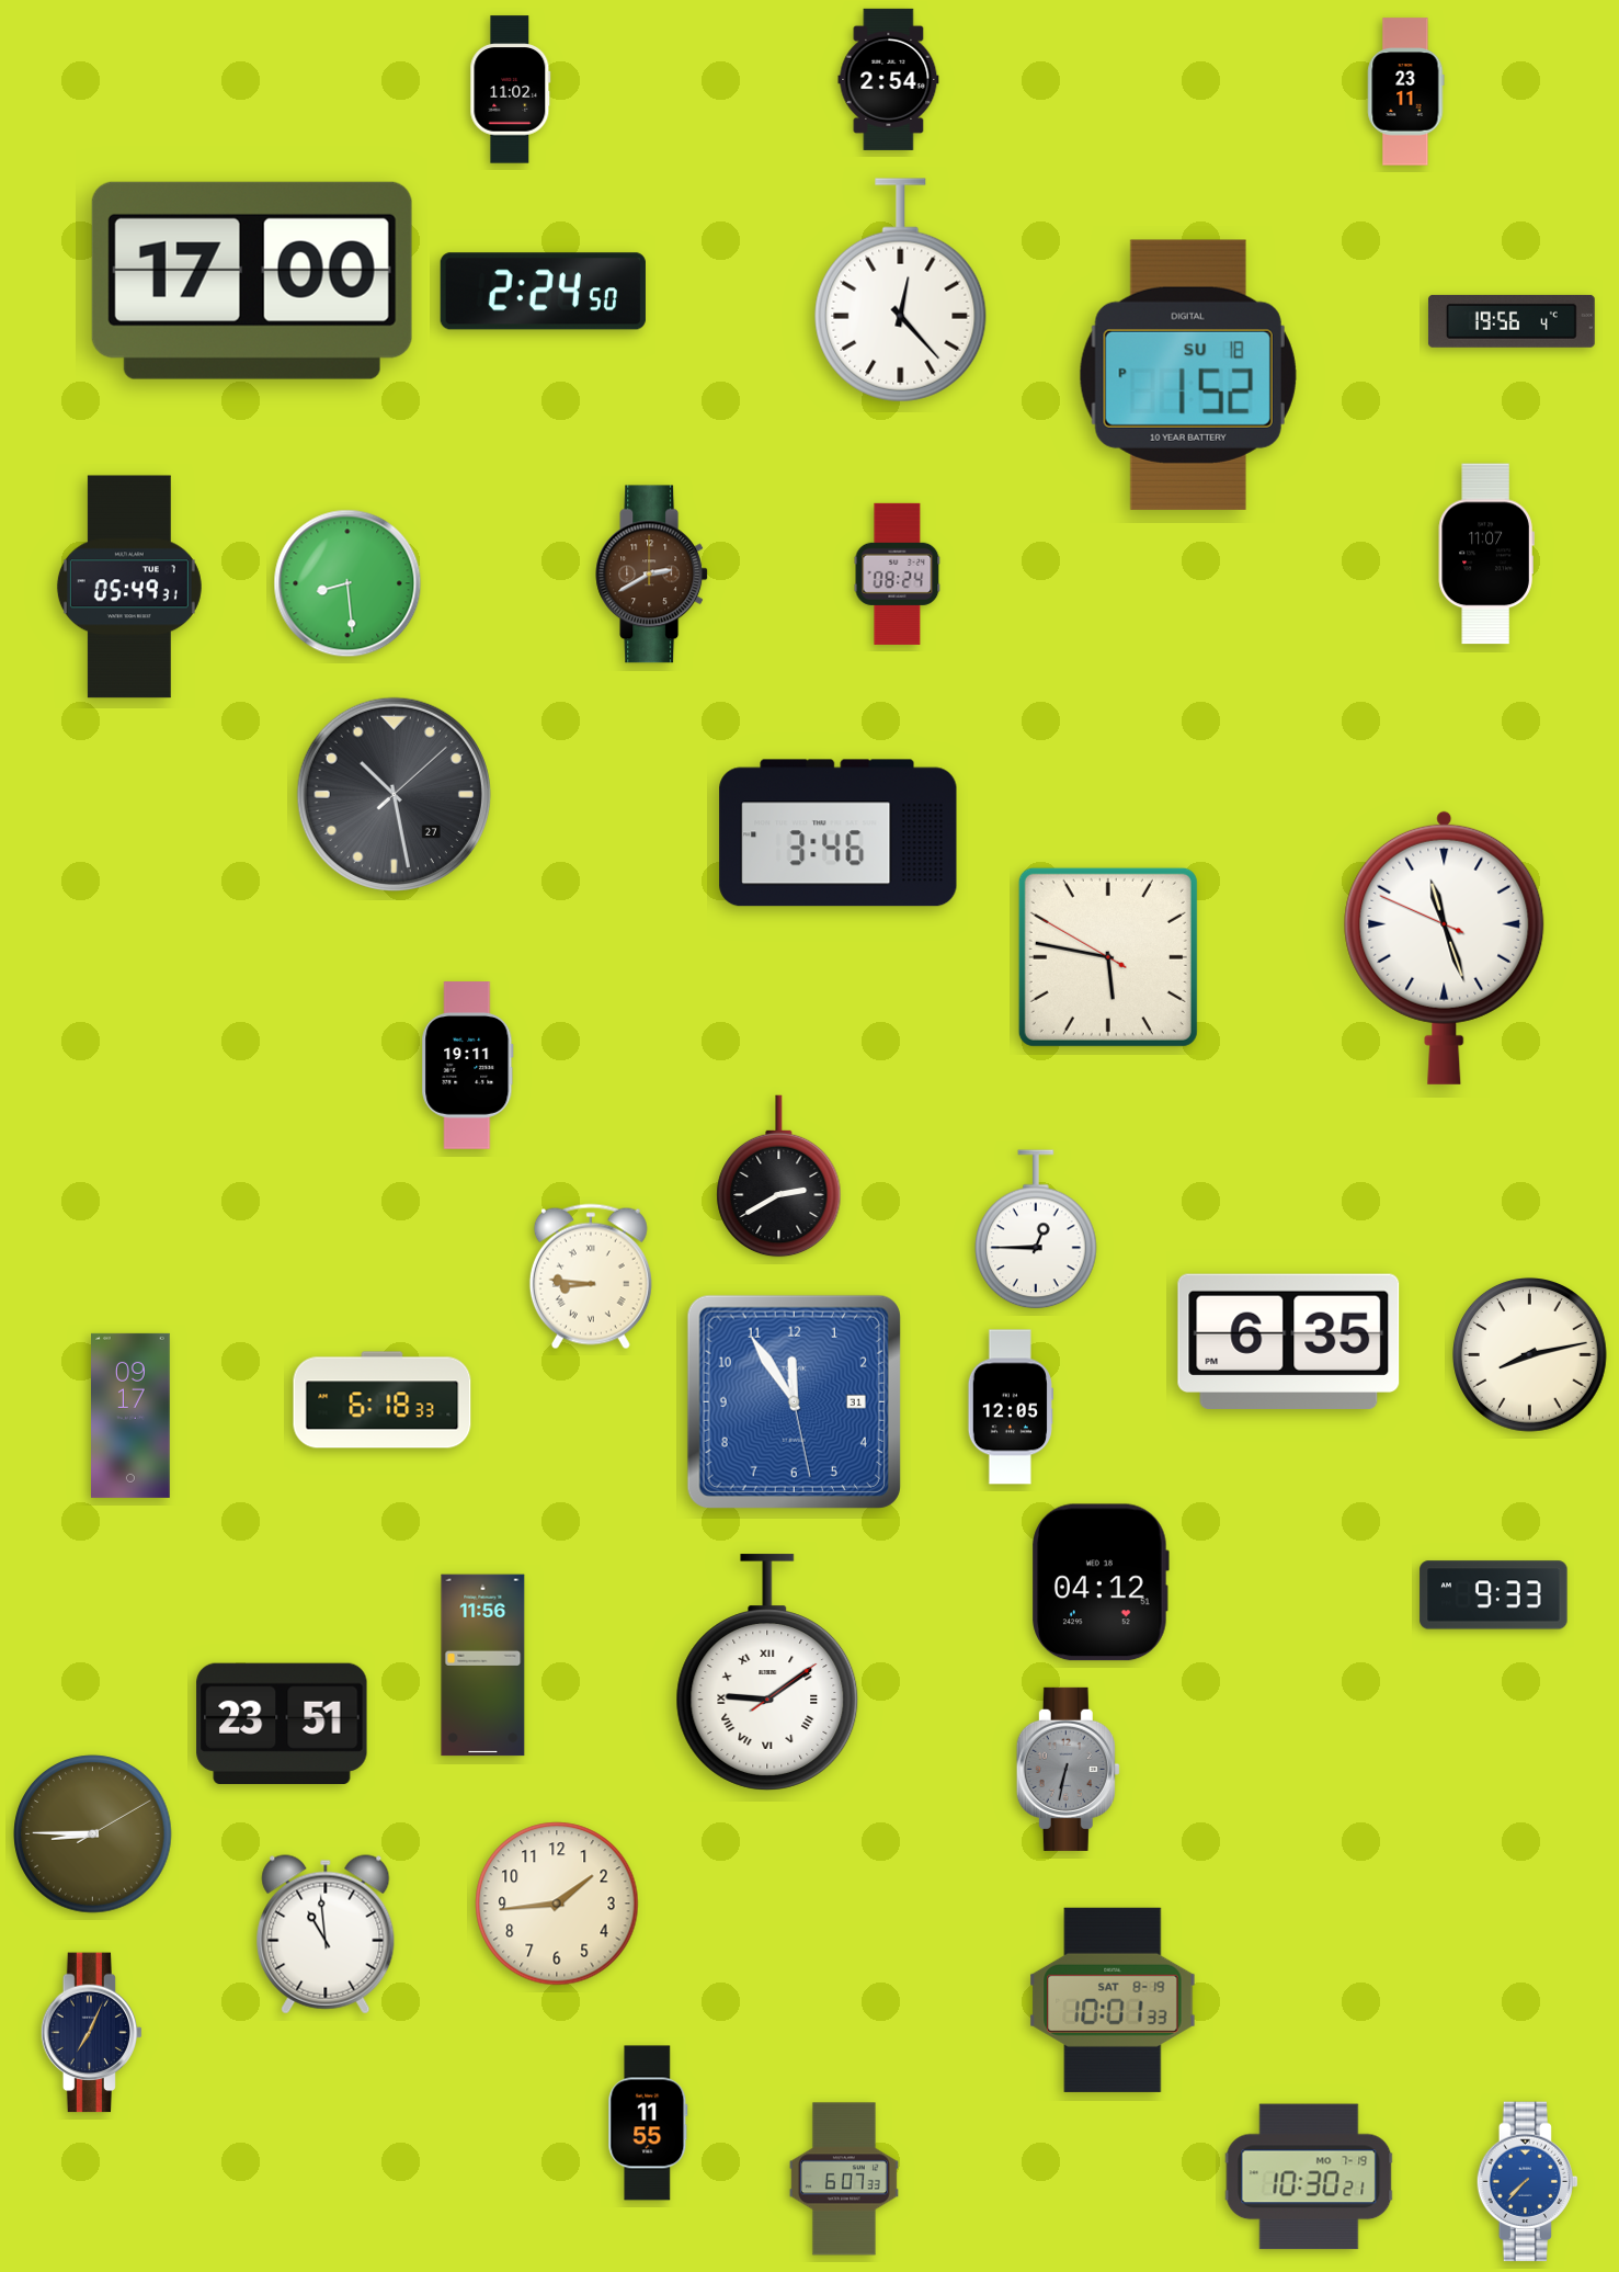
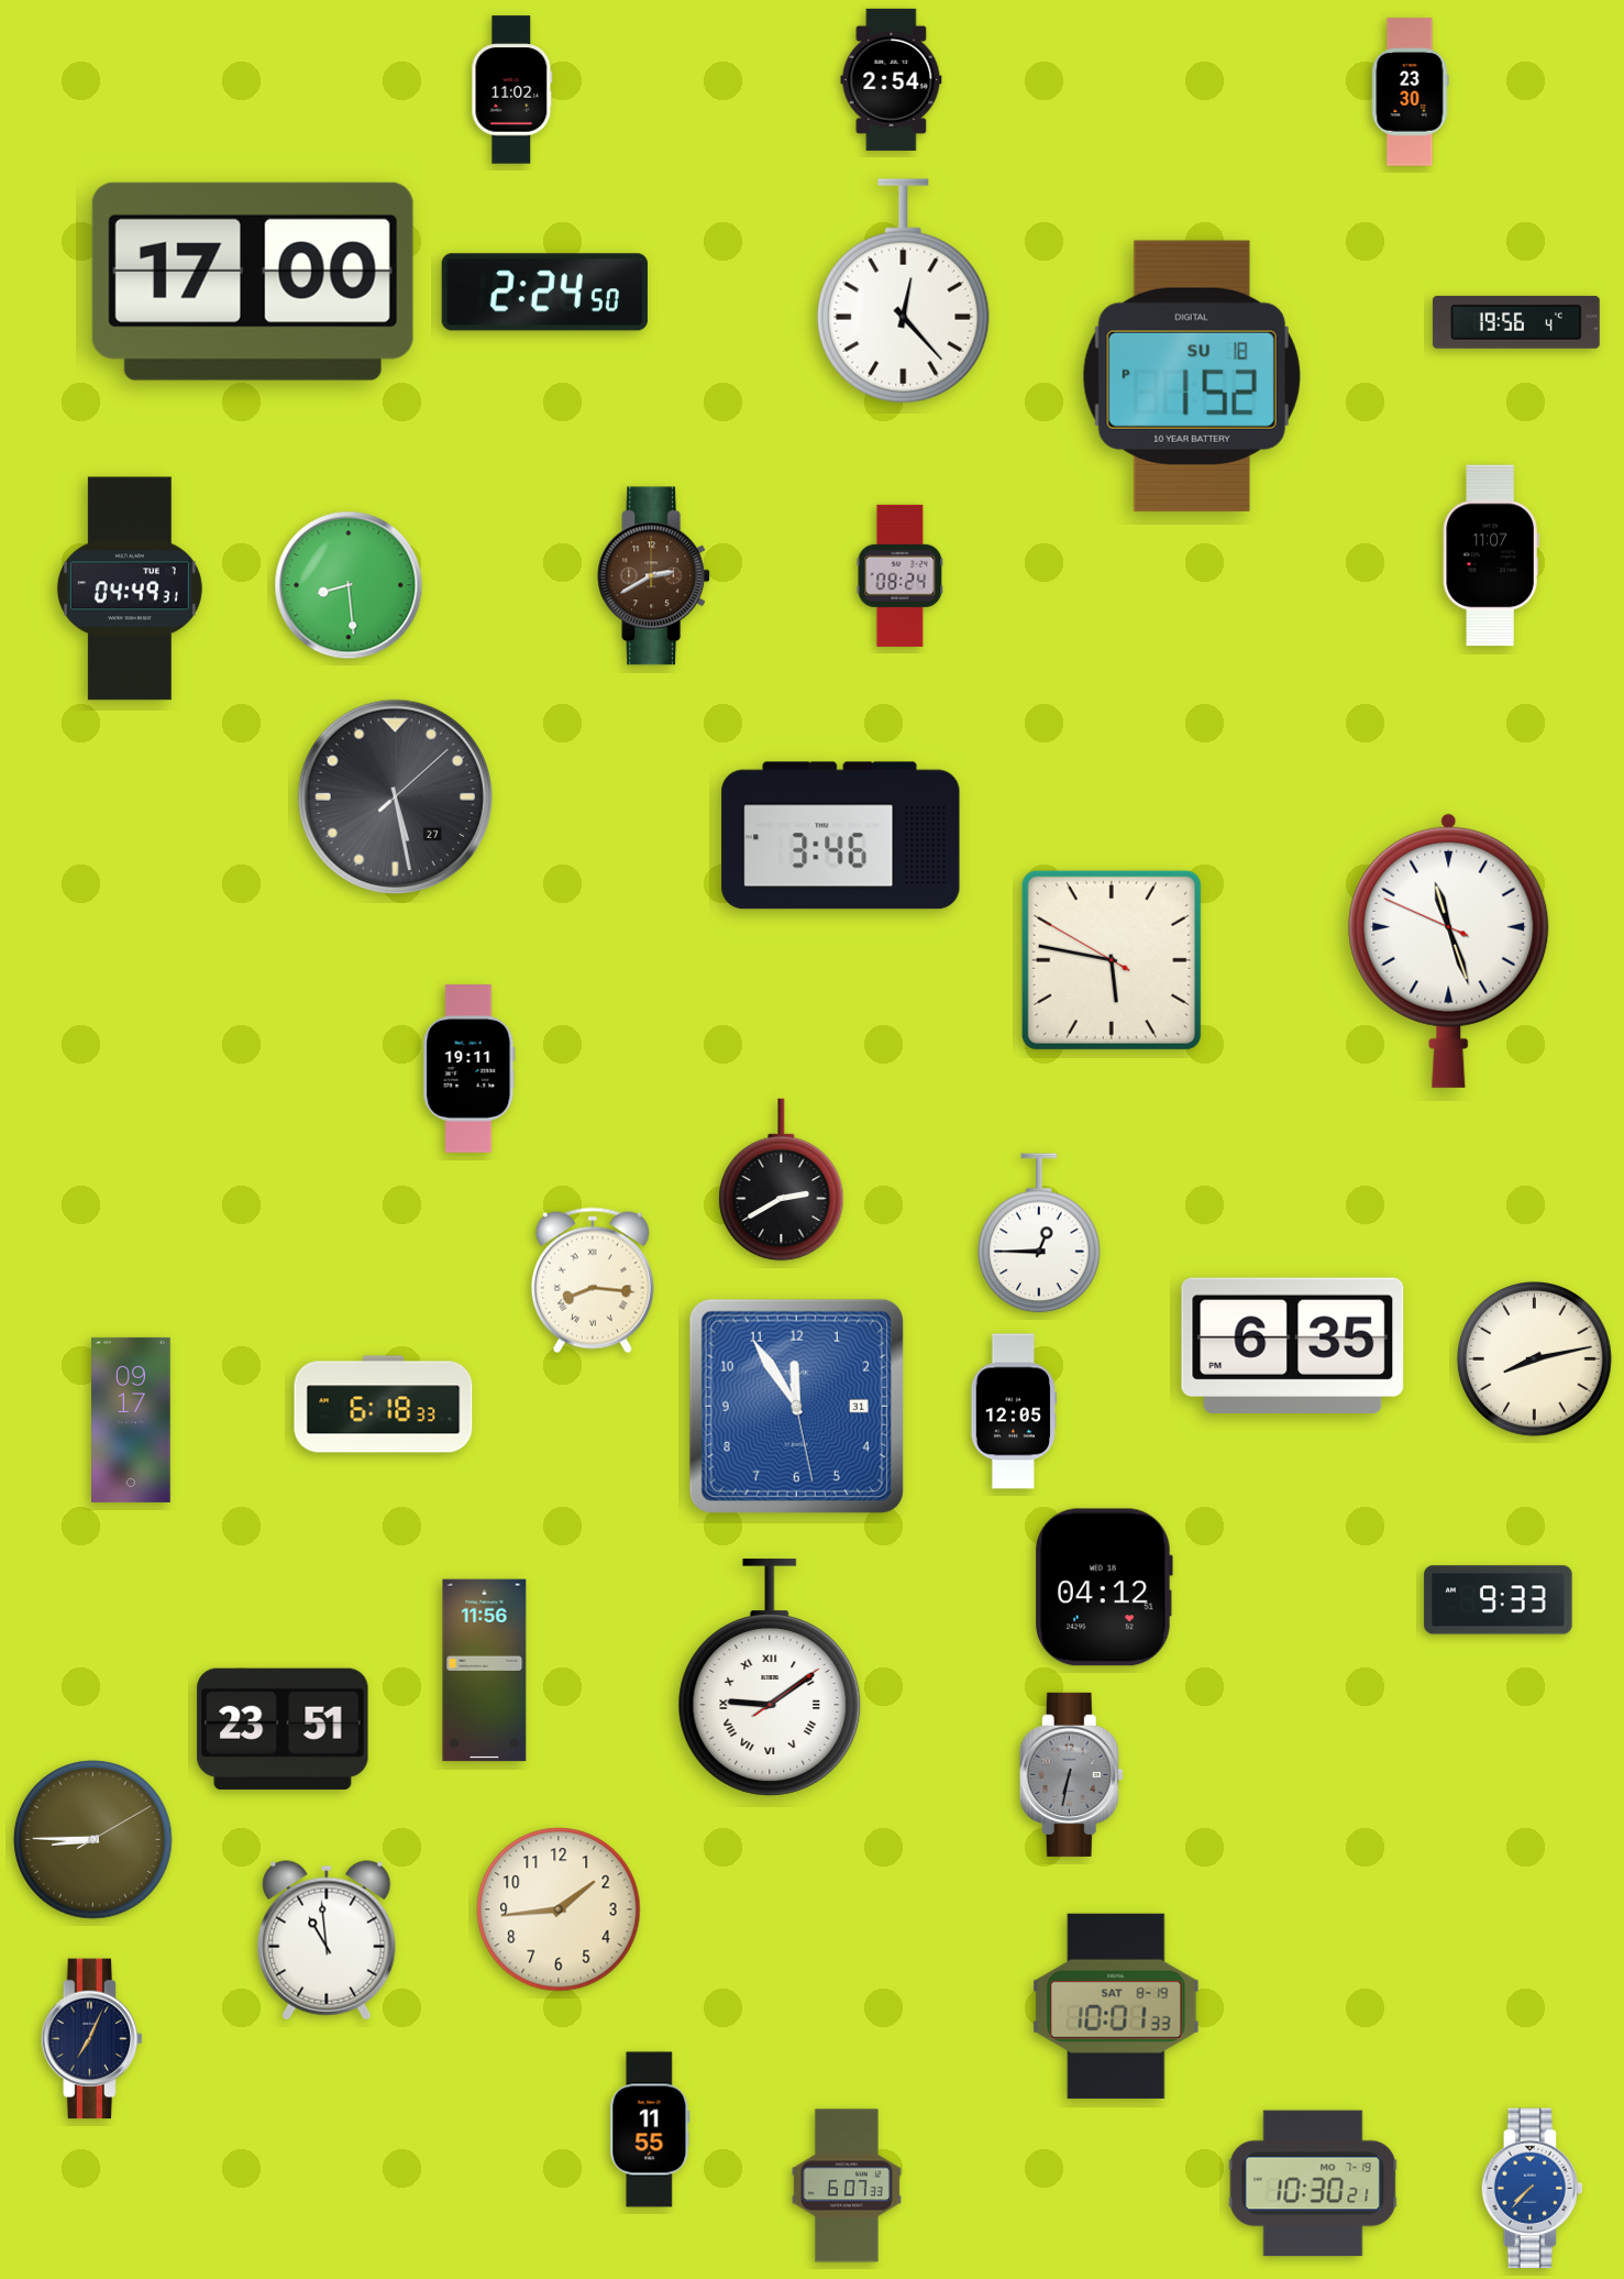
clock at (1406, 92): 23:11 -> 23:30
clock at (129, 587): 05:49 -> 04:49
clock at (394, 794): 10:28 -> 5:28
clock at (591, 1276): 8:46 -> 8:16
